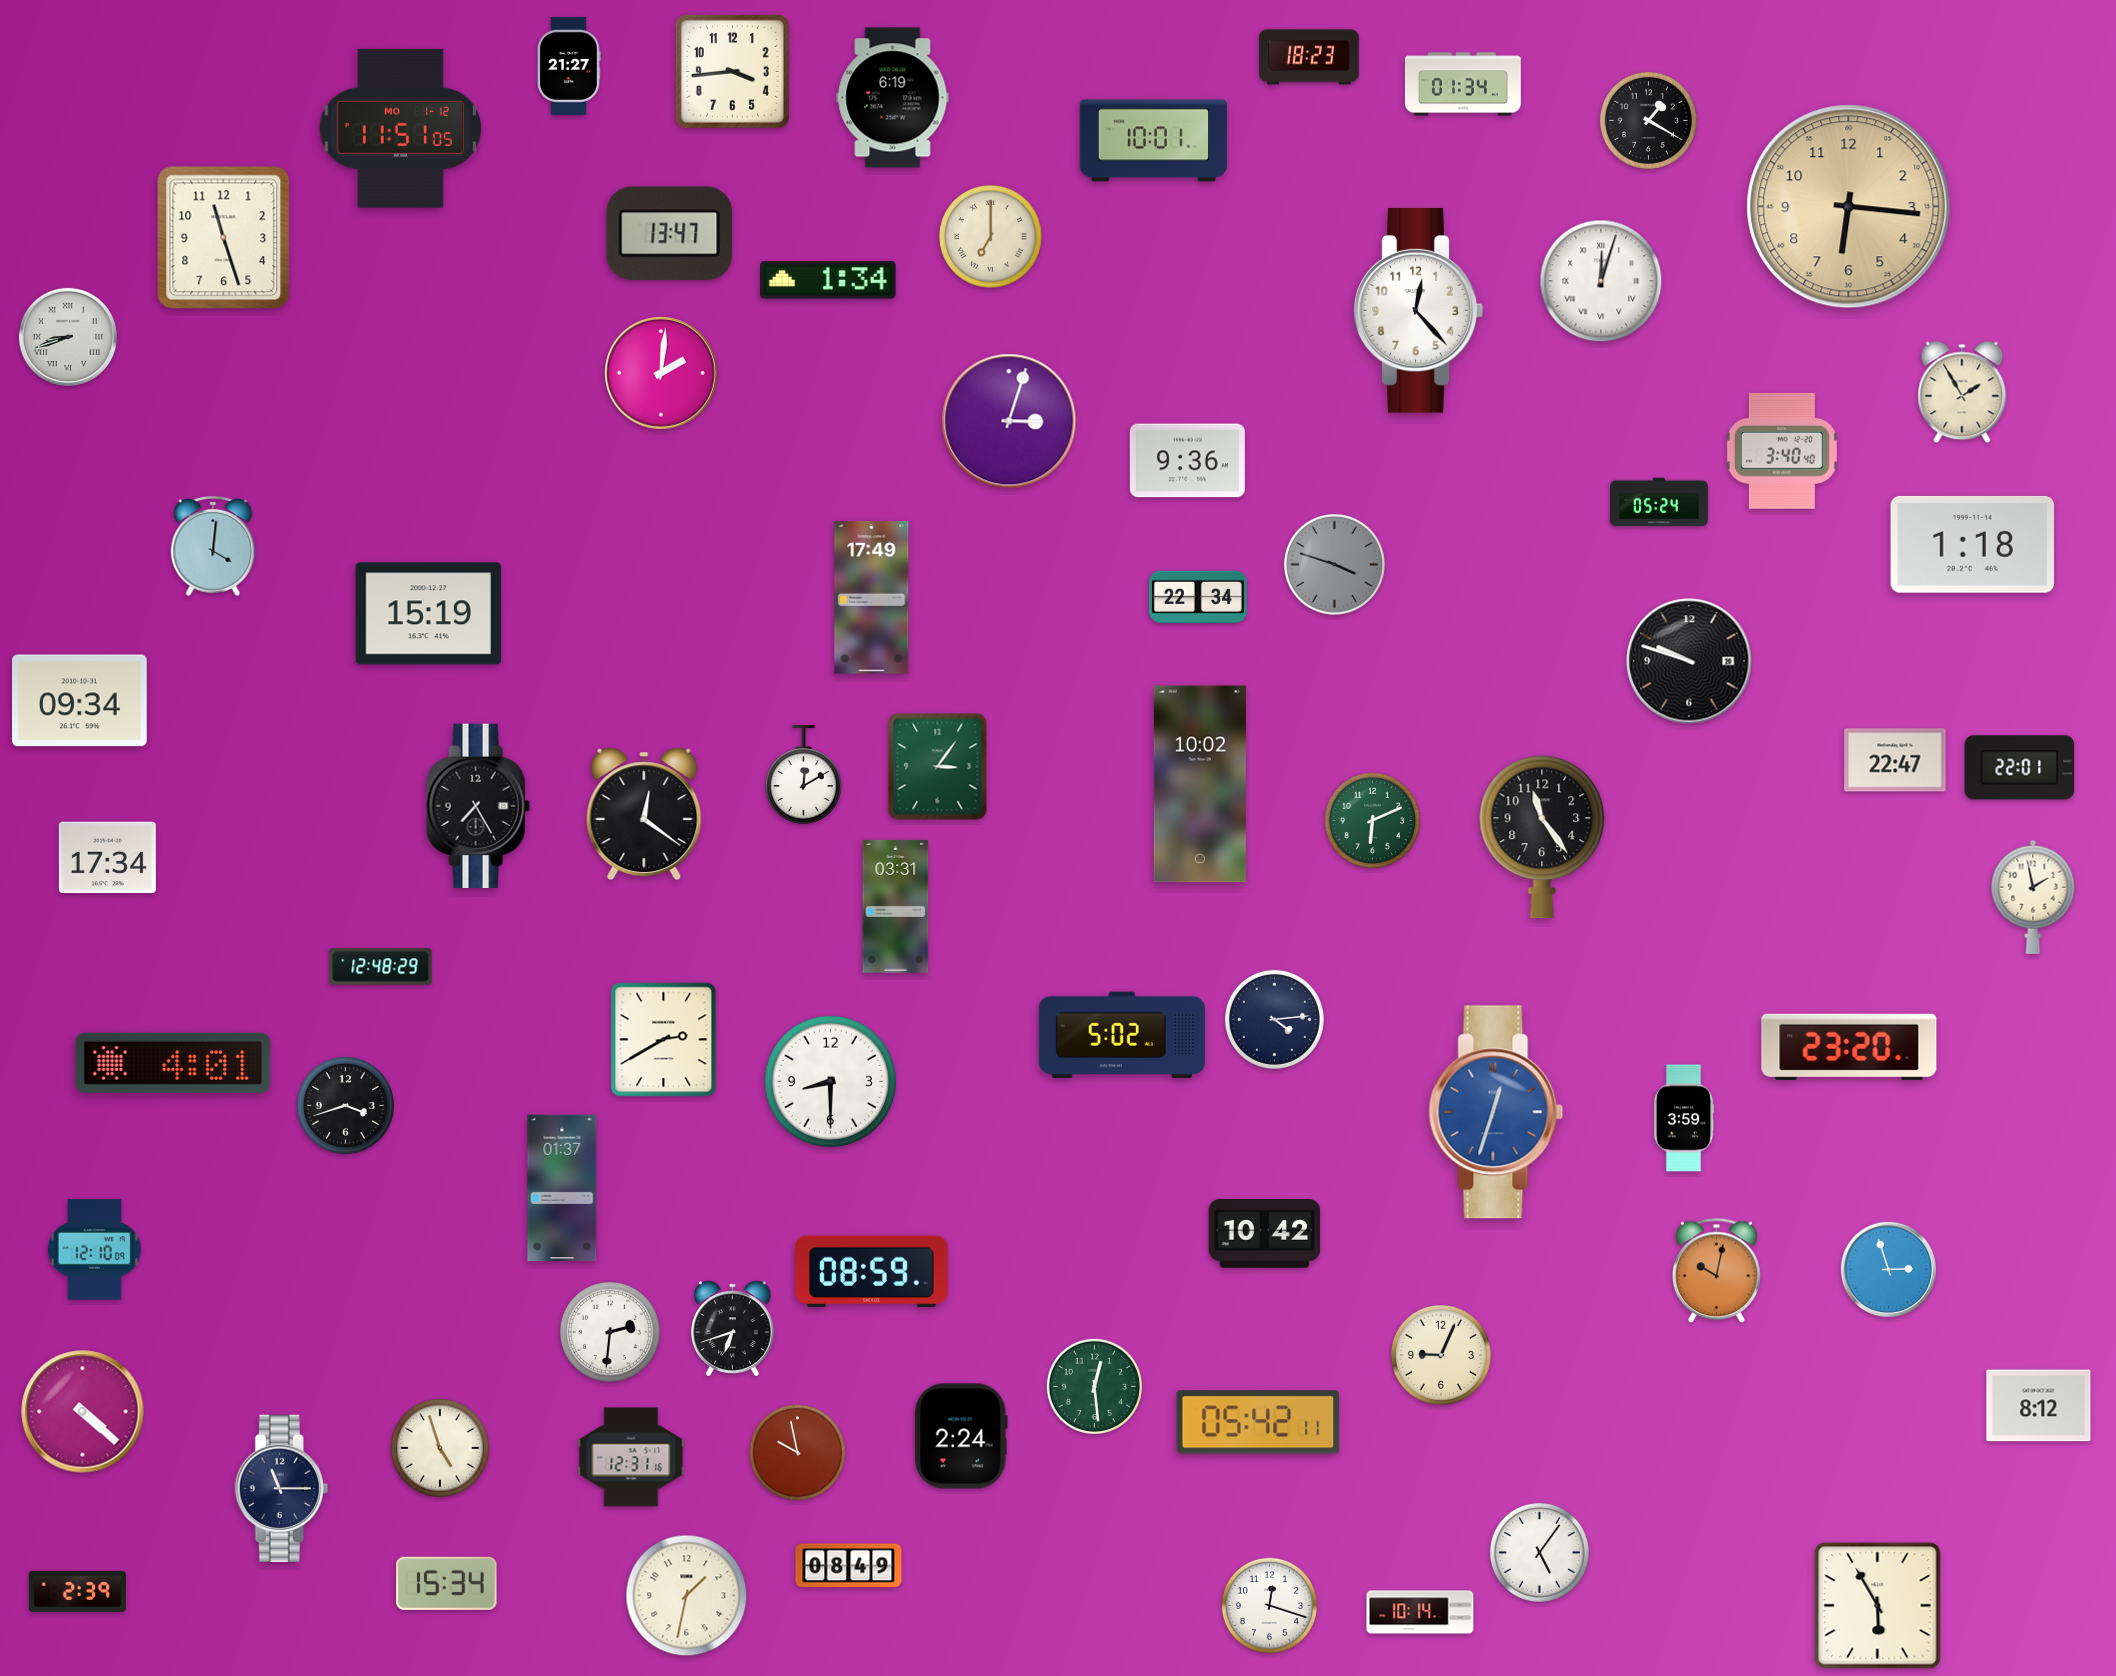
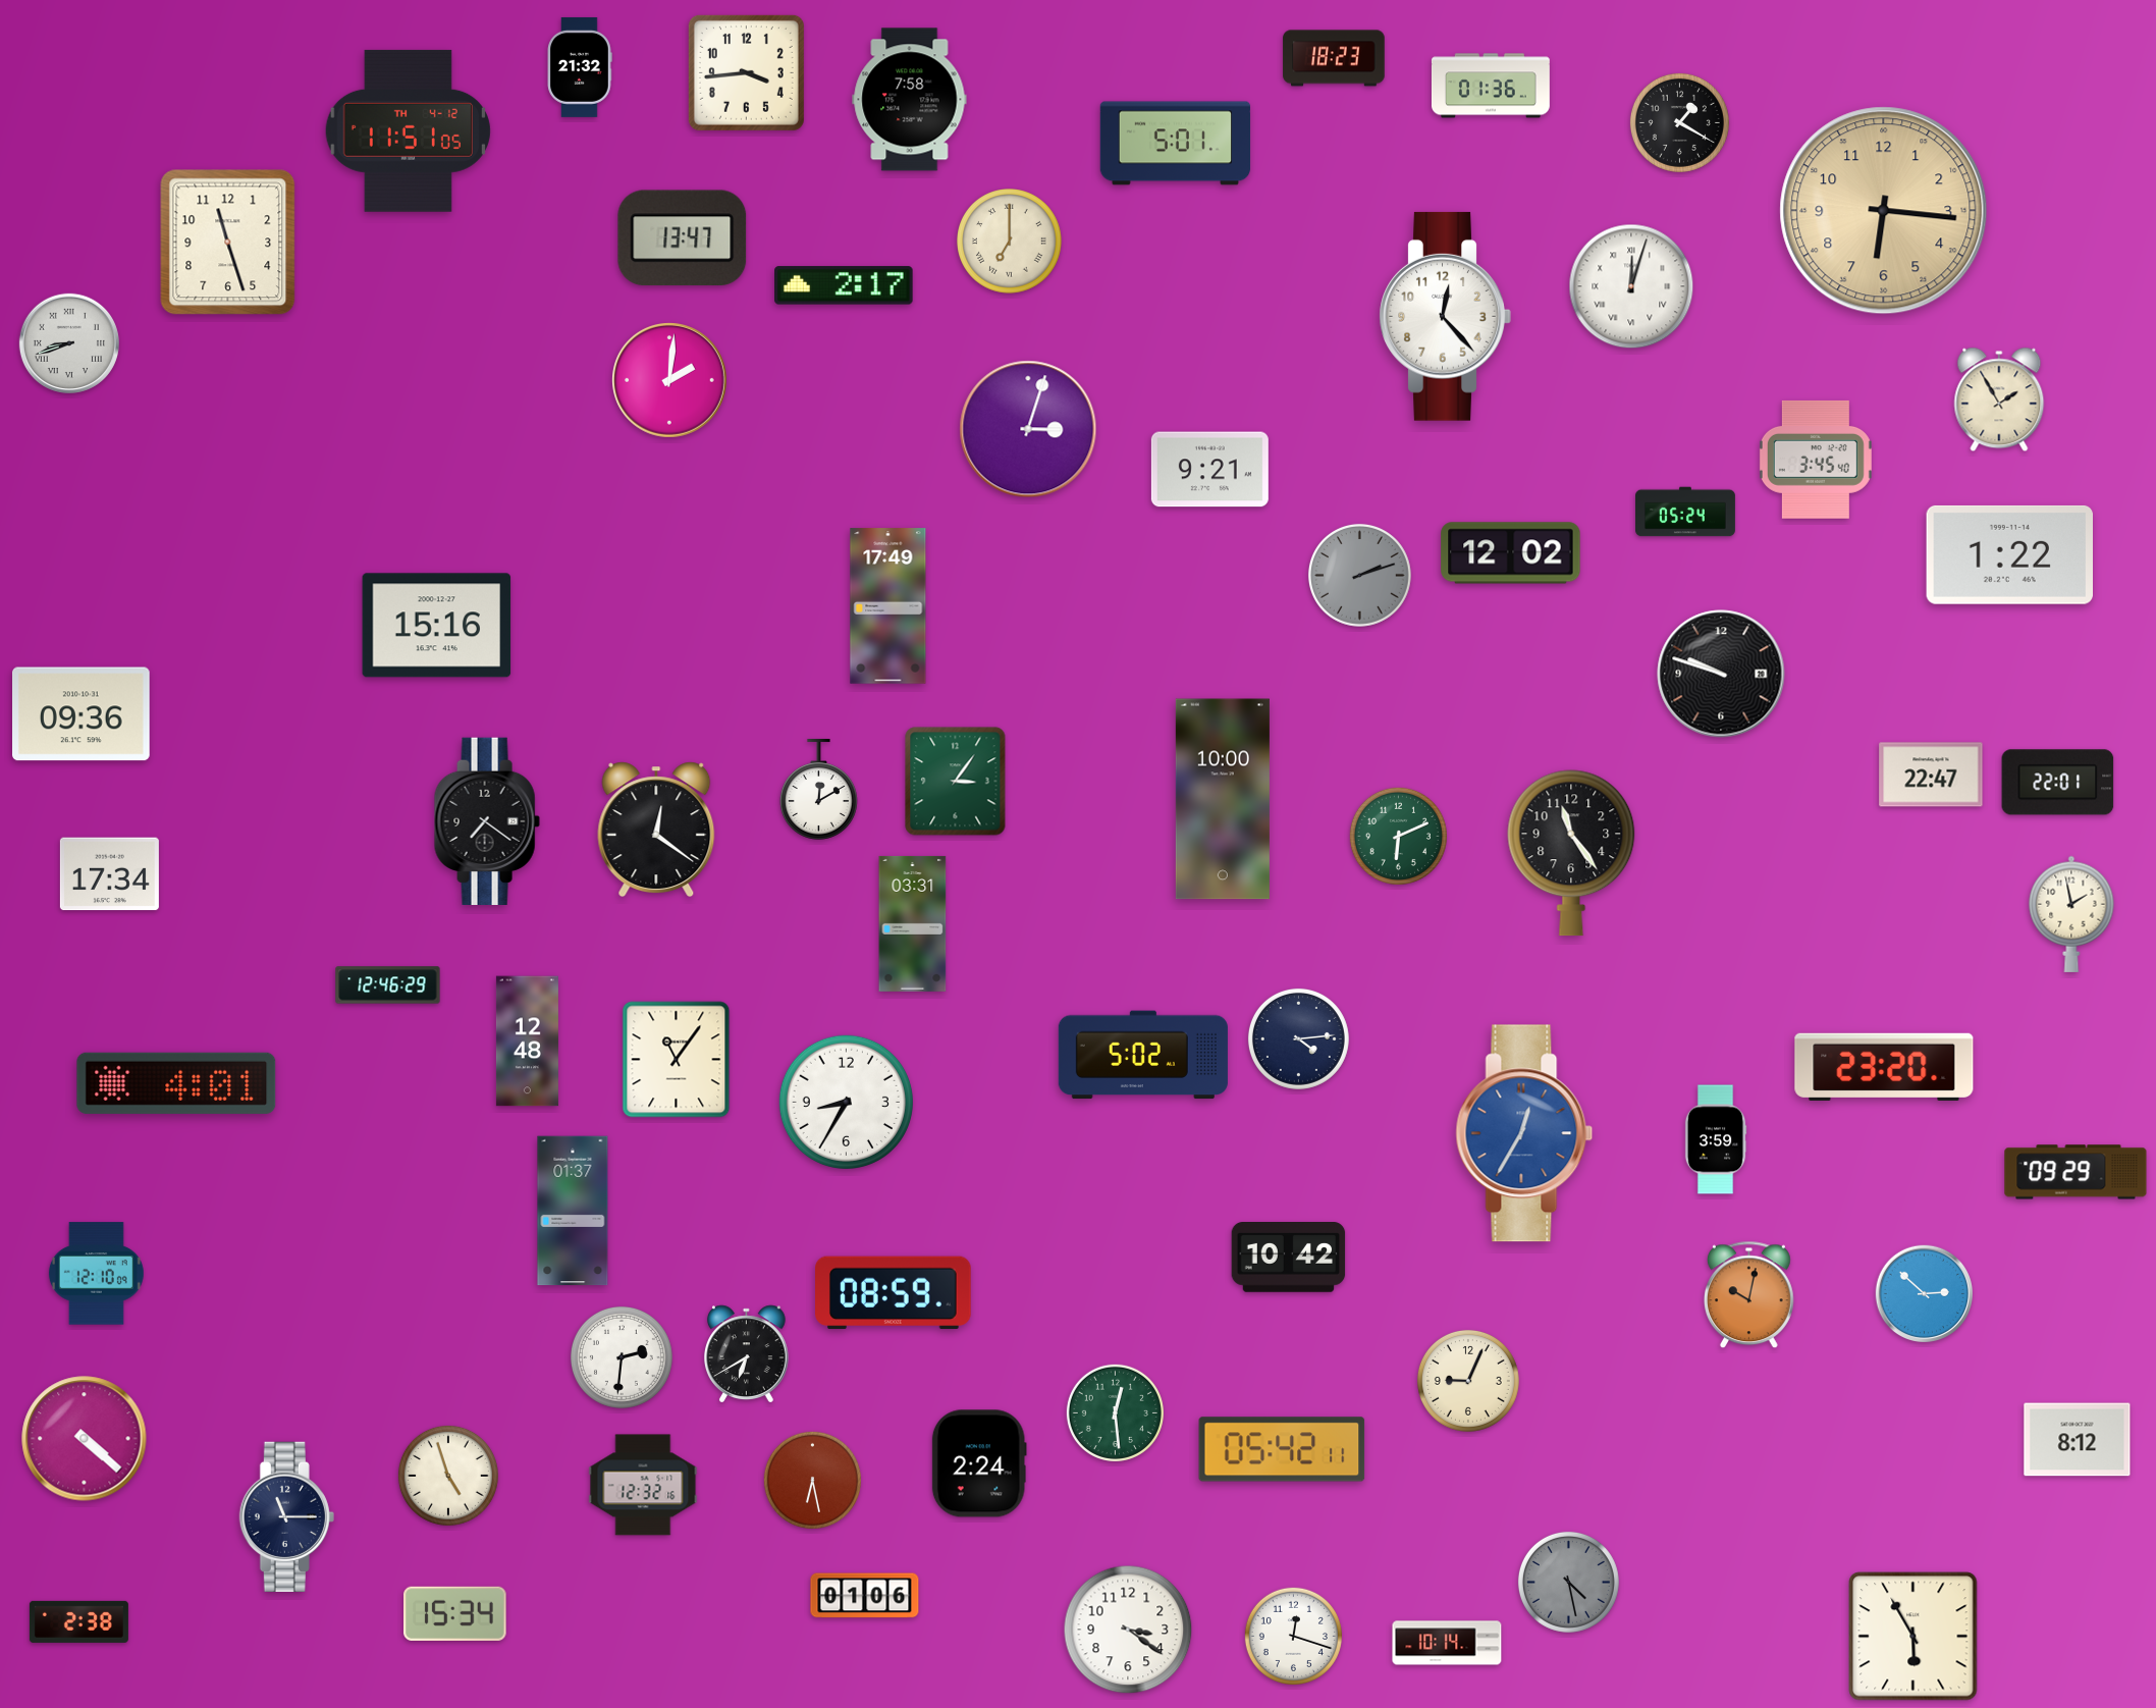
clock at (569, 66): 21:27 -> 21:32
clock at (1463, 84): 01:34 -> 01:36
clock at (893, 98): 6:19 -> 7:58
clock at (400, 128) date: MO 1-12 -> TH 4-12
clock at (1154, 141): 10:01 -> 5:01
clock at (828, 280): 1:34 -> 2:17
clock at (662, 374) position: (662, 374) -> (670, 381)
clock at (1782, 451): 3:40 -> 3:45
clock at (1187, 461): 9:36 -> 9:21
clock at (1660, 502) position: (1660, 502) -> (1686, 512)
clock at (1511, 553): none -> 12:02
clock at (1972, 544): 1:18 -> 1:22
clock at (213, 546): 4:01 -> none
clock at (1334, 564): 3:48 -> 2:12
clock at (1198, 597): 22:34 -> none
clock at (872, 598) position: (872, 598) -> (888, 606)
clock at (429, 614): 15:19 -> 15:16
clock at (80, 701): 09:34 -> 09:36
clock at (1200, 784): 10:02 -> 10:00
clock at (478, 805): 7:25 -> 7:21
clock at (381, 967): 12:48 -> 12:46
clock at (527, 1042): none -> 12:48
clock at (664, 1040): 2:40 -> 11:06
clock at (830, 1081): 8:30 -> 8:35
clock at (345, 1105): 3:42 -> none
clock at (1496, 1112): 12:33 -> 12:35
clock at (2076, 1172): none -> 09:29
clock at (1889, 1270): 2:57 -> 2:52
clock at (872, 1272) position: (872, 1272) -> (894, 1293)
clock at (733, 1329): 6:42 -> 6:40
clock at (2039, 1406) position: (2039, 1406) -> (2078, 1440)
clock at (797, 1452): 9:58 -> 6:28
clock at (631, 1457): 12:31 -> 12:32
clock at (1539, 1552): 5:06 -> 4:28
clock at (1539, 1552) dial: white -> grey
clock at (849, 1566): 08:49 -> 01:06
clock at (77, 1591): 2:39 -> 2:38
clock at (687, 1596): 1:32 -> none
clock at (1128, 1630): none -> 3:21
